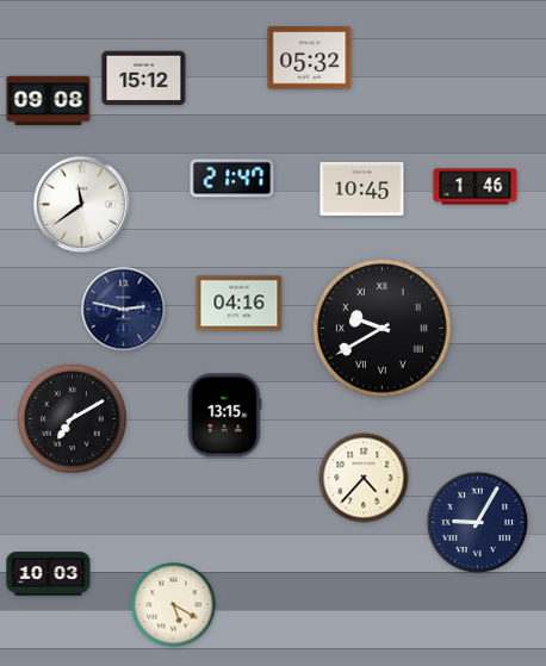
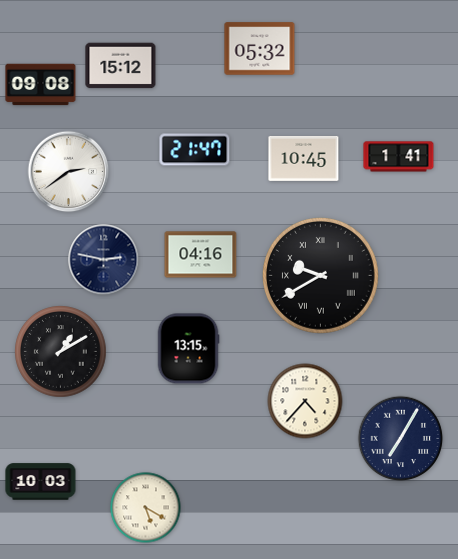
clock at (476, 187): 1:46 -> 1:41
clock at (82, 205): 11:39 -> 2:39
clock at (73, 419): 7:10 -> 1:10
clock at (478, 523): 9:05 -> 7:05
